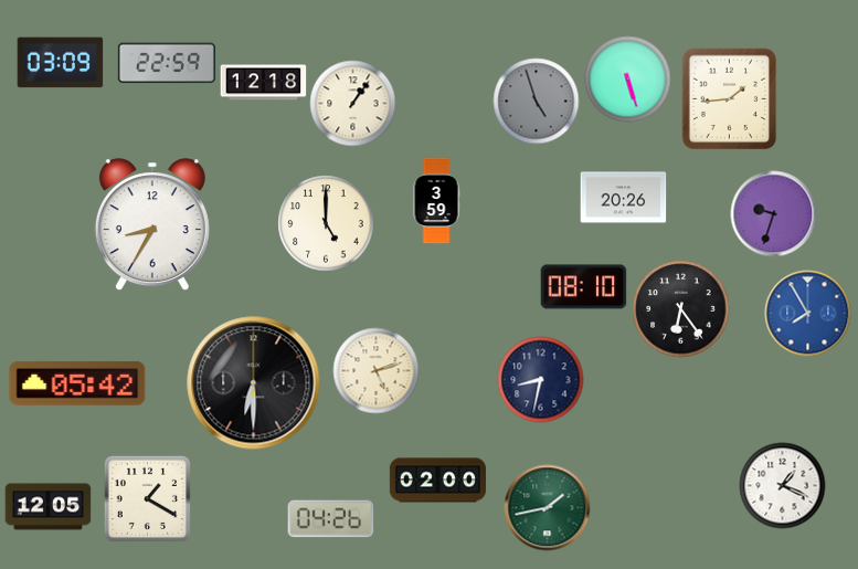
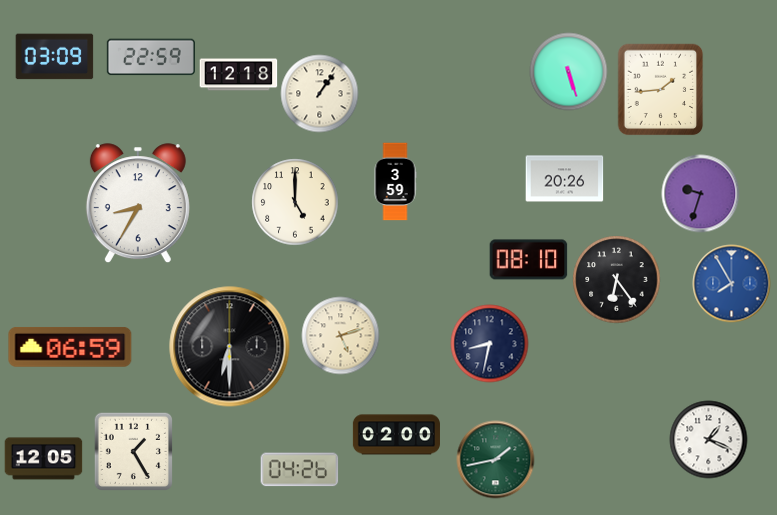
clock at (536, 101): 4:57 -> none
clock at (77, 383): 05:42 -> 06:59
clock at (147, 498): 1:20 -> 1:25
